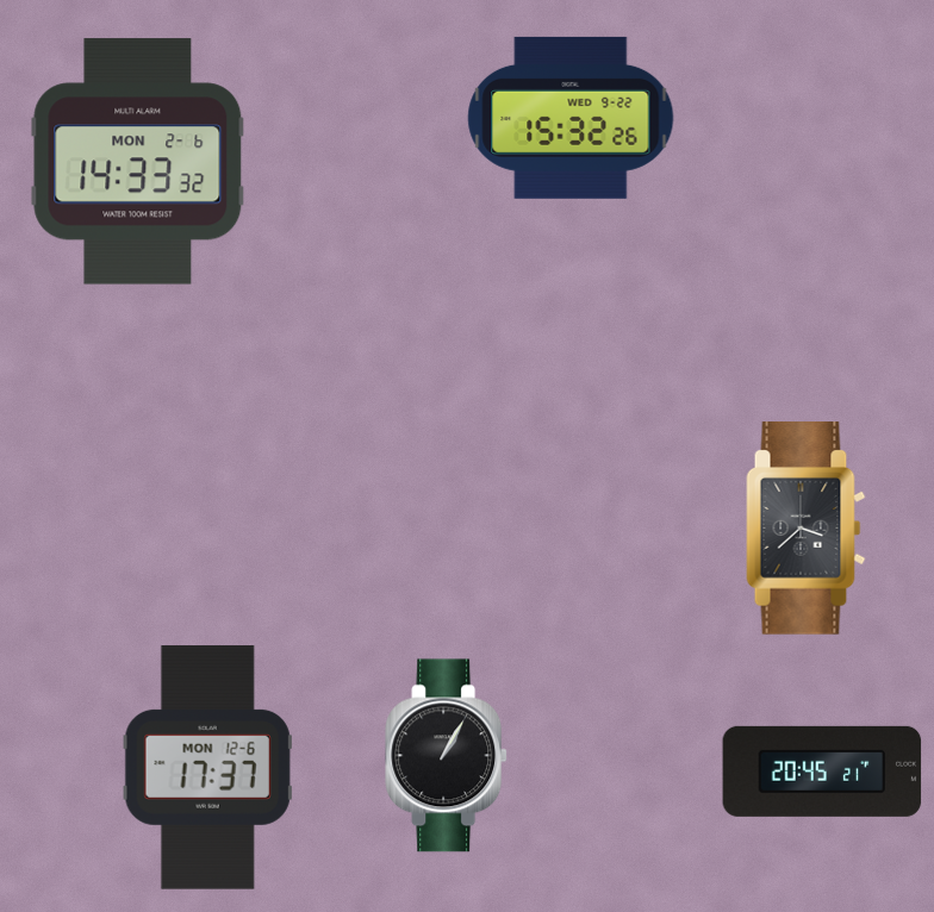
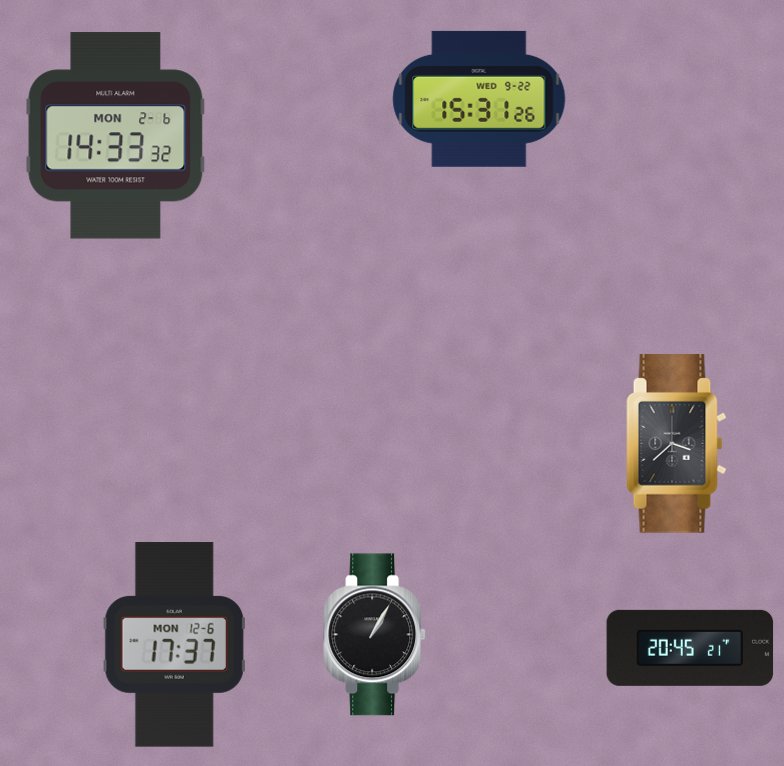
clock at (571, 118): 15:32 -> 15:31
